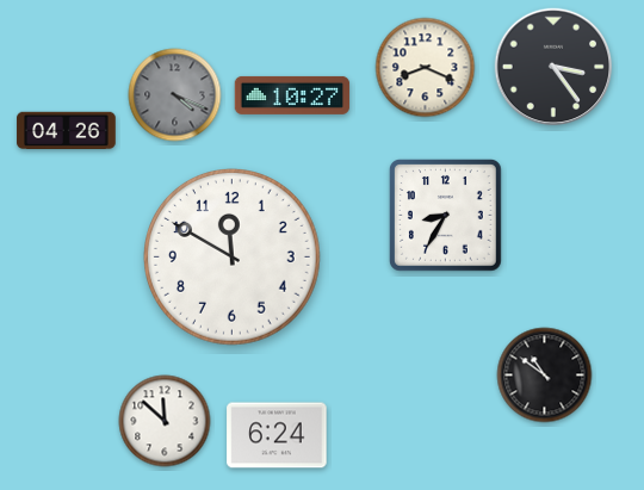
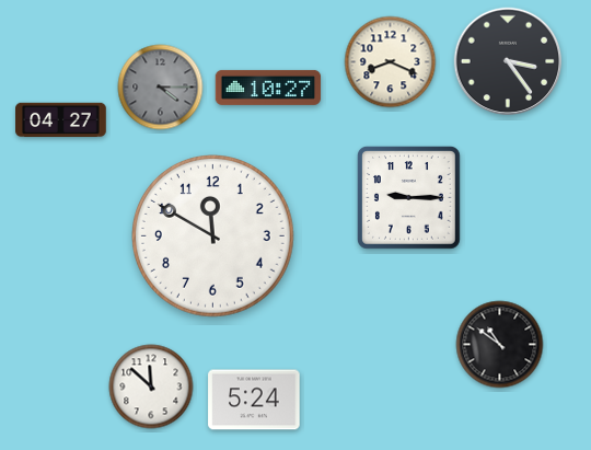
clock at (175, 95): 4:19 -> 4:15
clock at (67, 131): 04:26 -> 04:27
clock at (446, 216): 8:35 -> 9:15
clock at (277, 435): 6:24 -> 5:24
